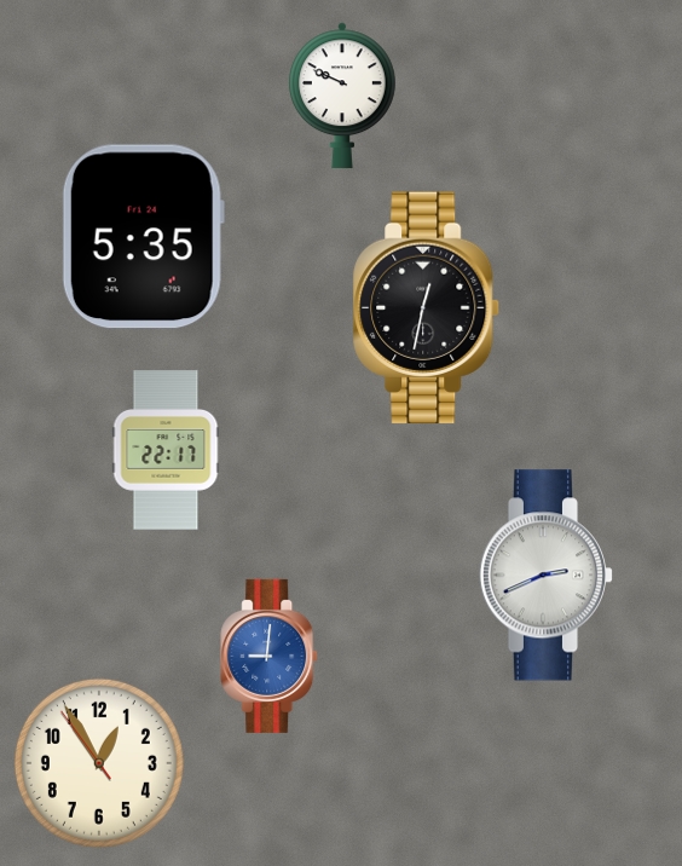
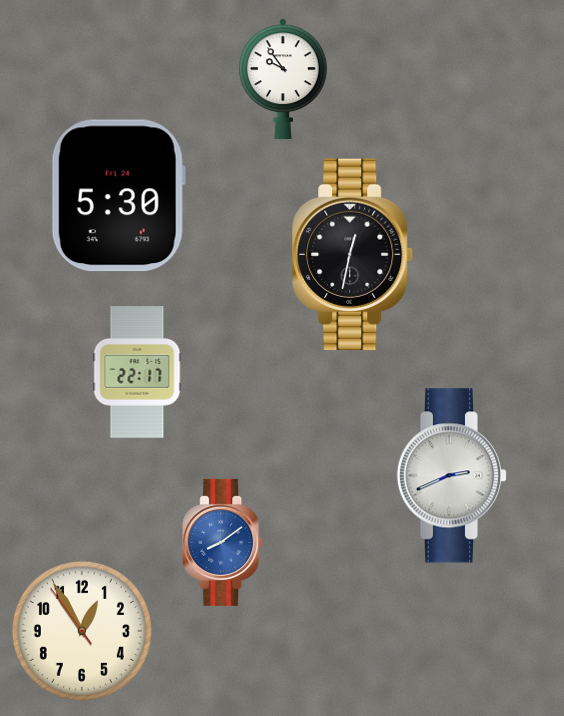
clock at (342, 96): 9:49 -> 9:54
clock at (143, 237): 5:35 -> 5:30
clock at (270, 656): 9:01 -> 8:09
